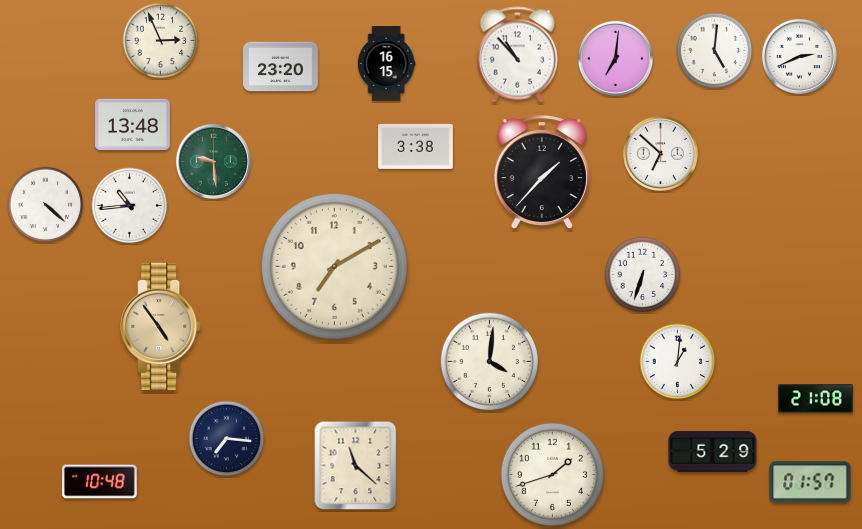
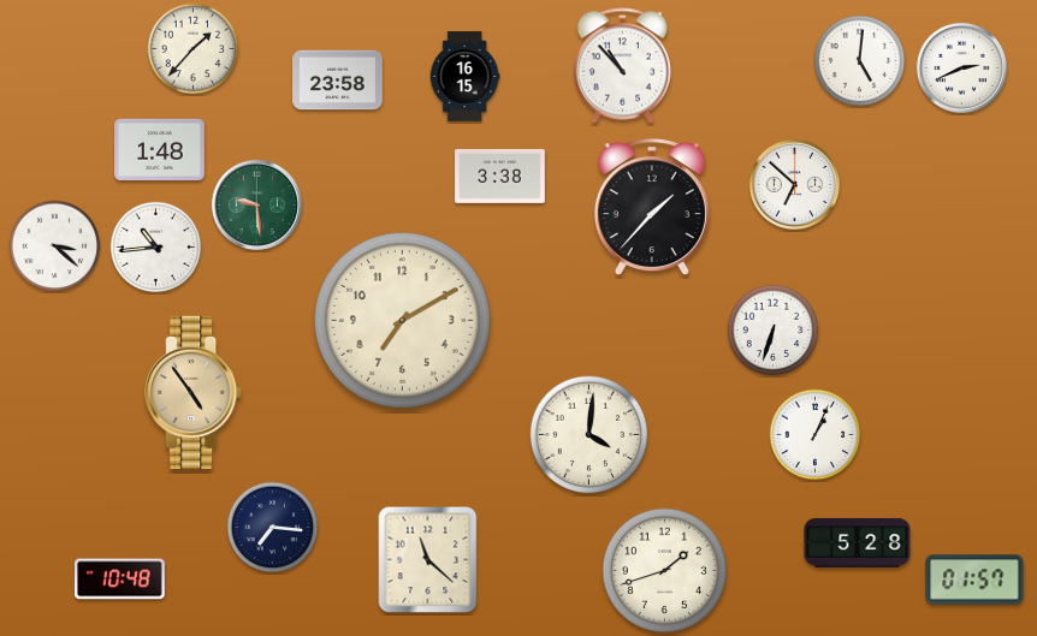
clock at (161, 41): 2:56 -> 1:37
clock at (615, 58): 7:01 -> none
clock at (281, 67): 23:20 -> 23:58
clock at (133, 124): 13:48 -> 1:48
clock at (213, 161) position: (213, 161) -> (256, 204)
clock at (46, 205): 4:22 -> 3:22
clock at (678, 362): 1:01 -> 1:04
clock at (816, 399): 21:08 -> none
clock at (713, 452): 5:29 -> 5:28
